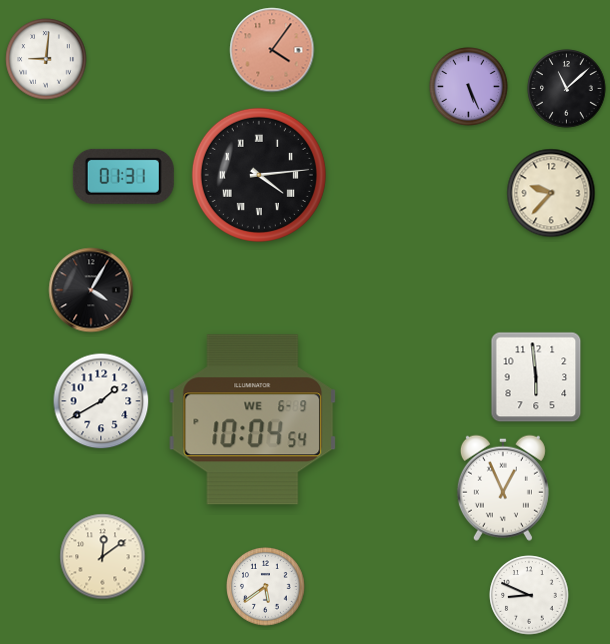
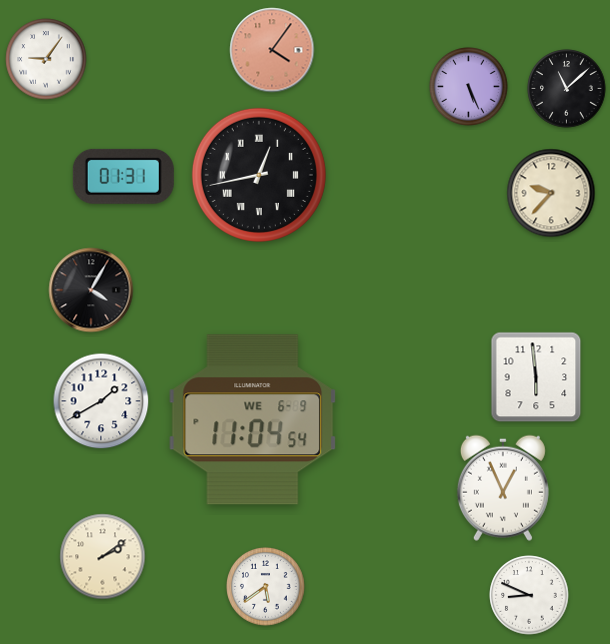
clock at (46, 59): 9:01 -> 9:06
clock at (259, 175): 4:14 -> 12:43
clock at (253, 420): 10:04 -> 11:04
clock at (103, 557): 12:09 -> 2:09
